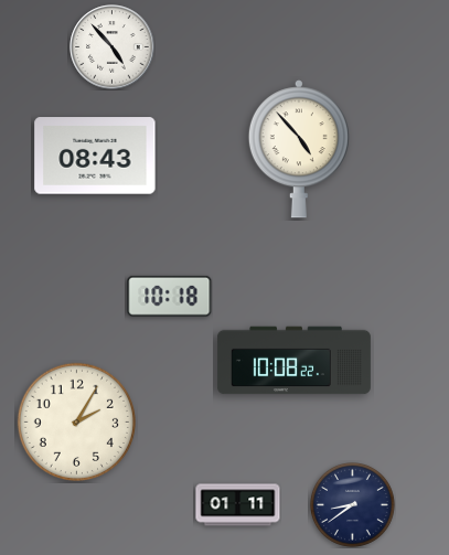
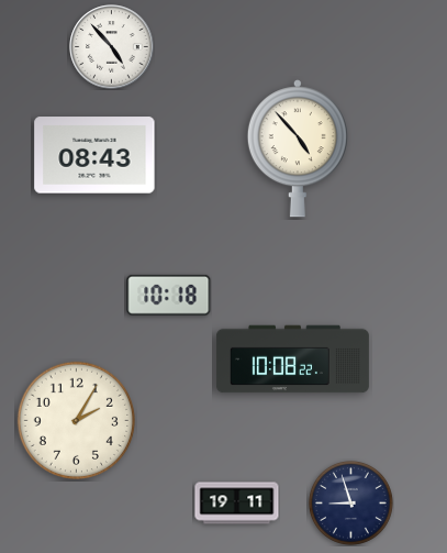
clock at (238, 505): 01:11 -> 19:11
clock at (353, 505): 8:39 -> 8:57
